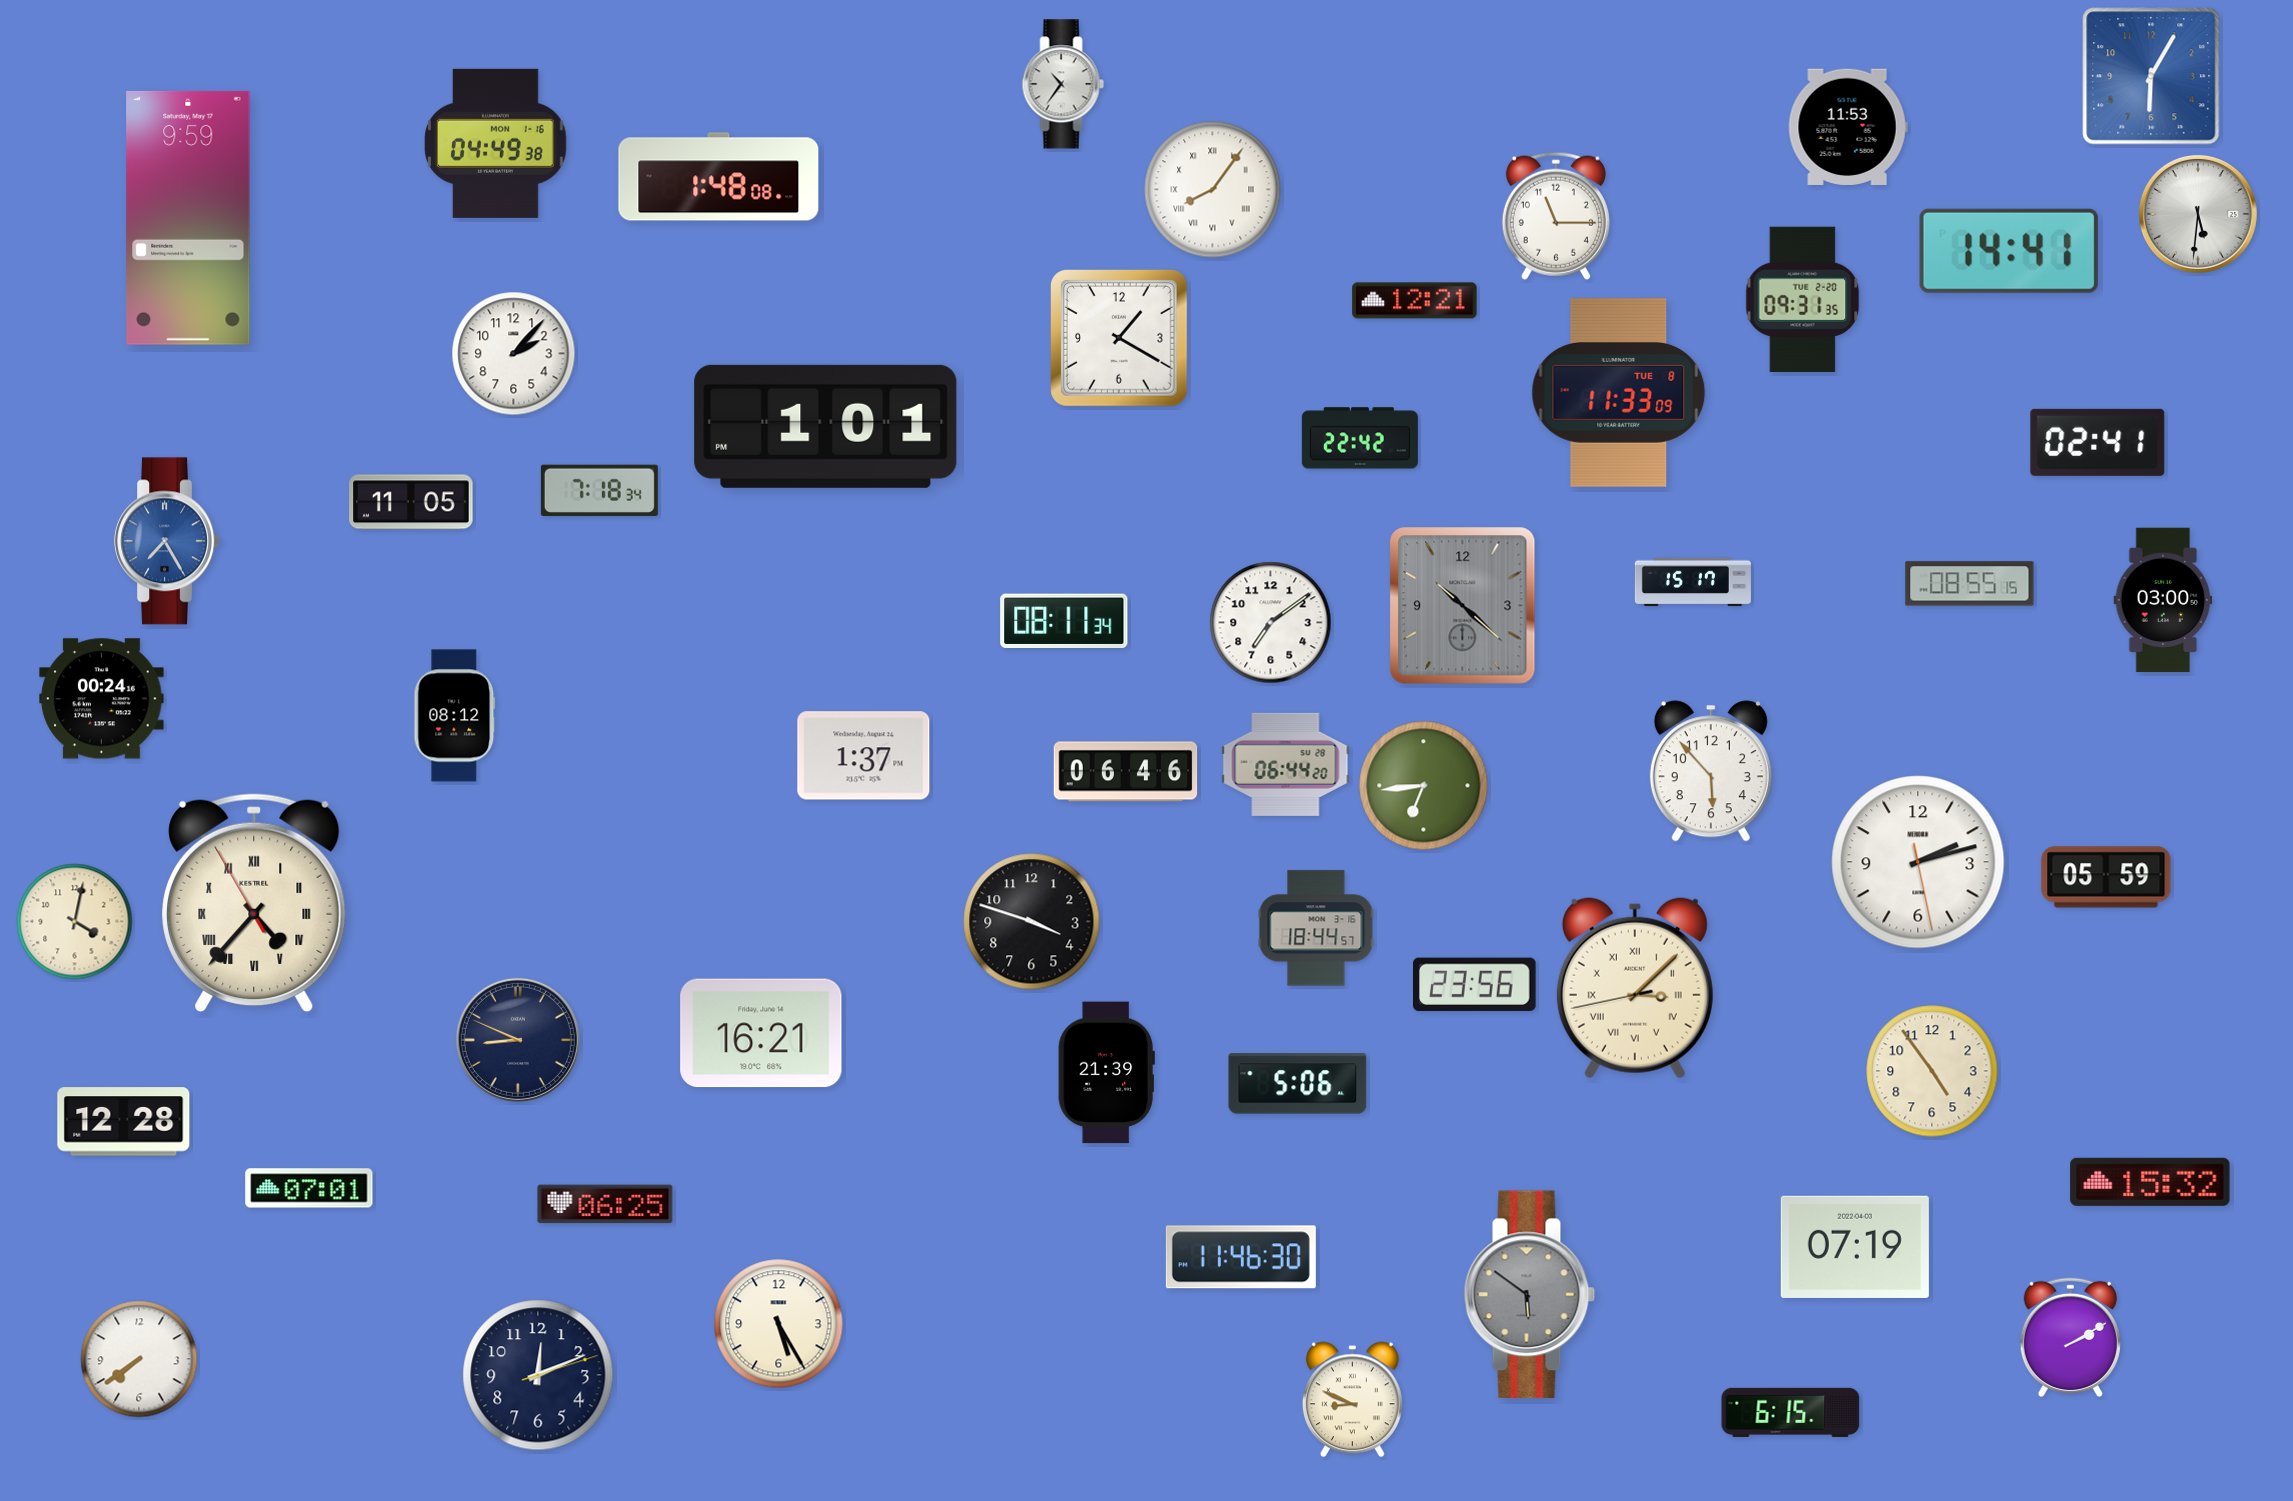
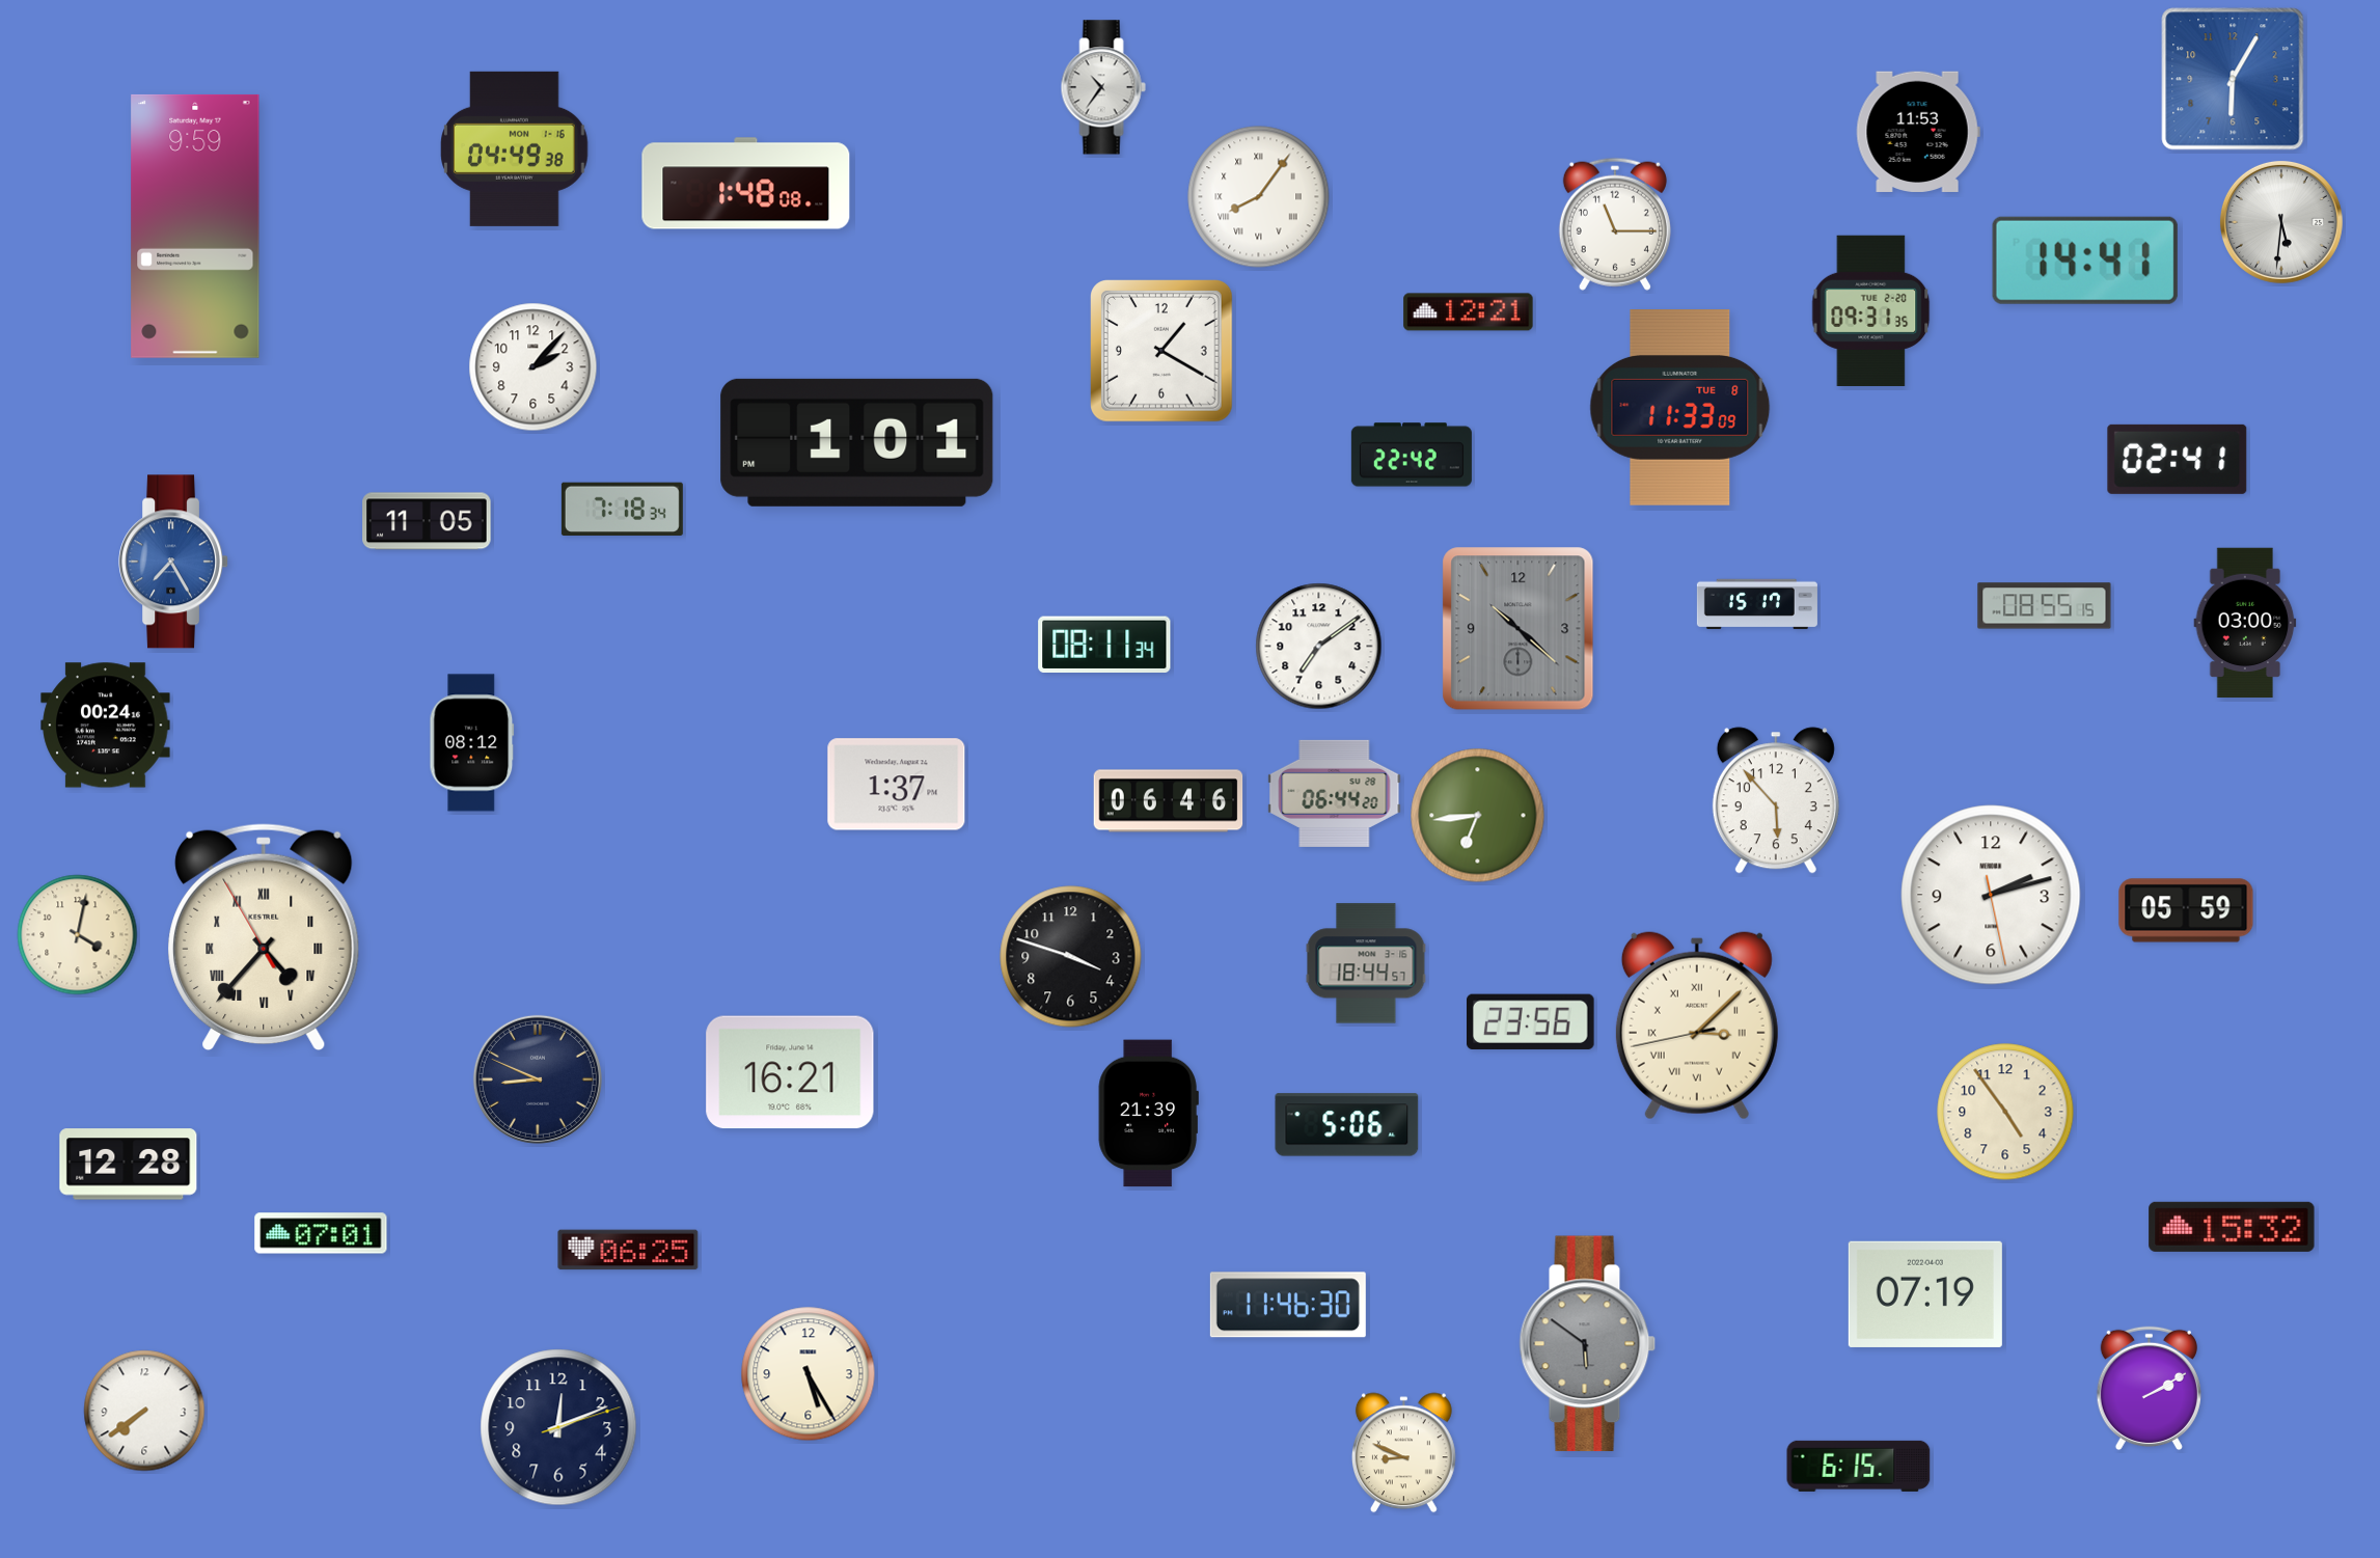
clock at (75, 922) position: (75, 922) -> (78, 935)
